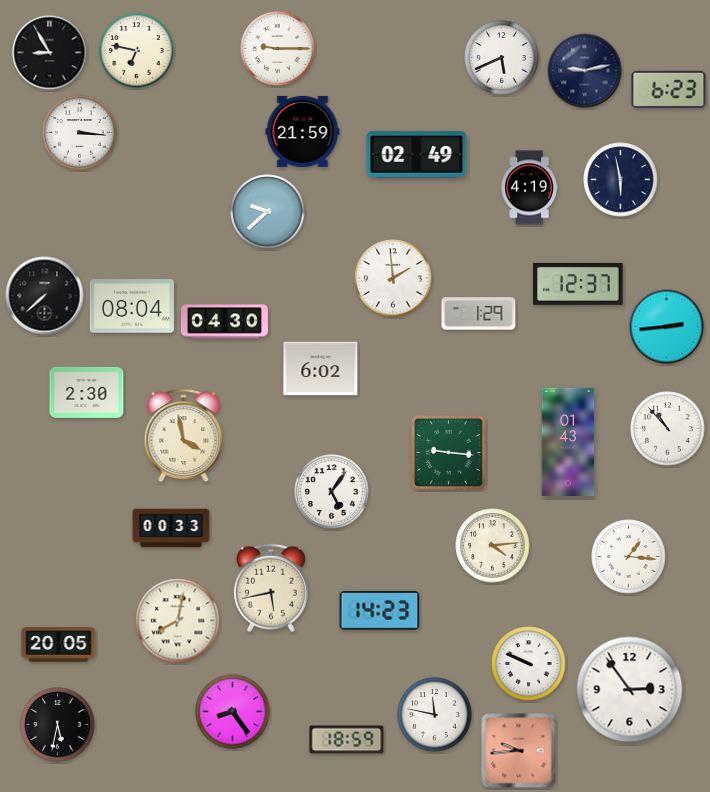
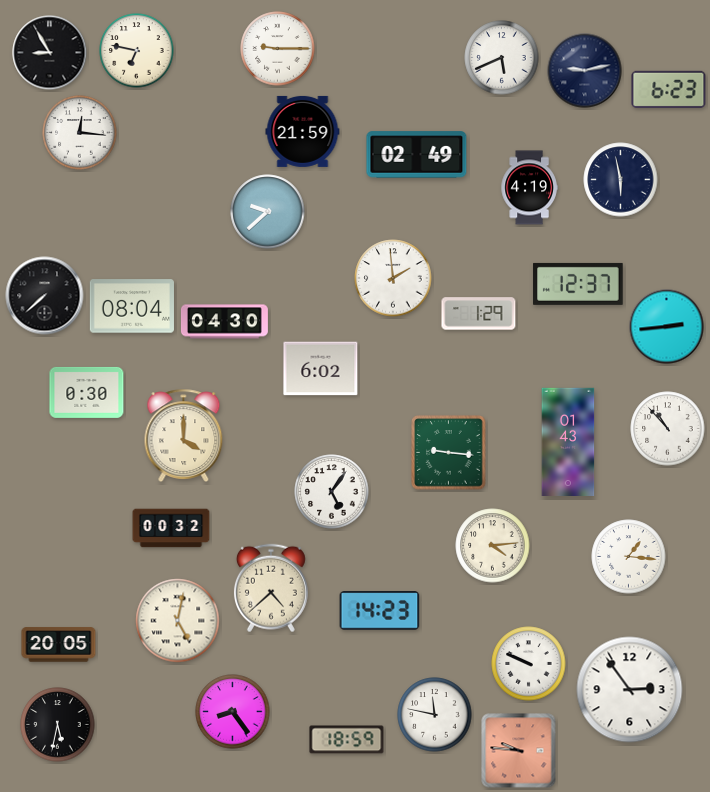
clock at (80, 133): 3:16 -> 12:16
clock at (87, 392): 2:30 -> 0:30
clock at (184, 435): 3:58 -> 4:00
clock at (171, 528): 00:33 -> 00:32
clock at (271, 588): 5:43 -> 4:38
clock at (178, 621): 8:02 -> 5:02
clock at (519, 751): 9:44 -> 9:46
